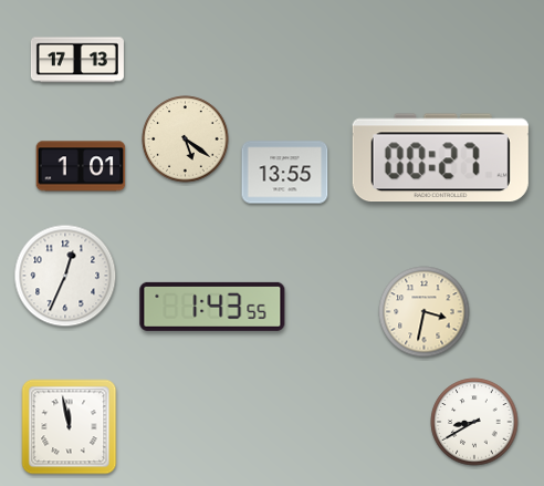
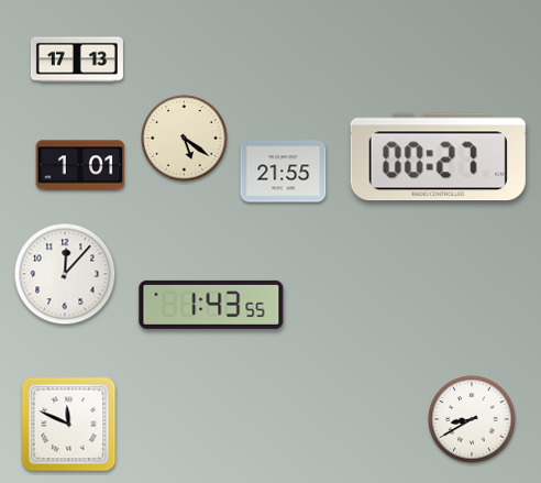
clock at (285, 173): 13:55 -> 21:55
clock at (65, 276): 12:34 -> 12:07
clock at (425, 312): 3:32 -> none
clock at (70, 427): 11:58 -> 11:49
